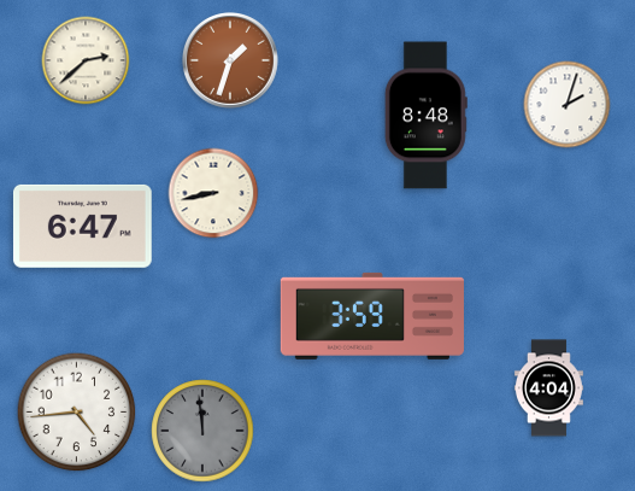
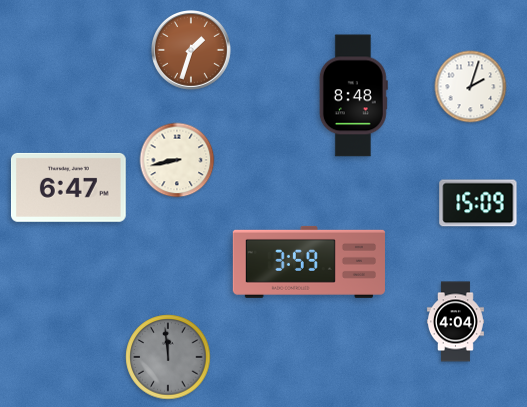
clock at (86, 60): 2:38 -> none
clock at (478, 203): none -> 15:09
clock at (77, 413): 4:44 -> none
